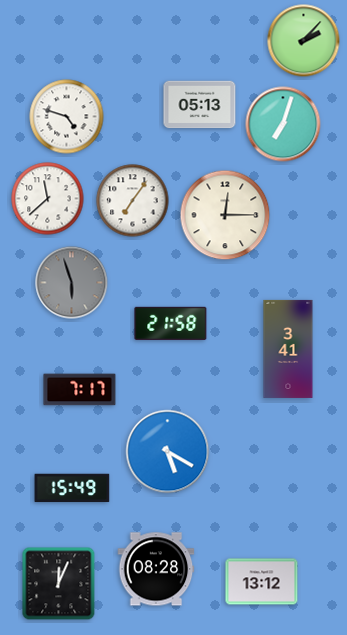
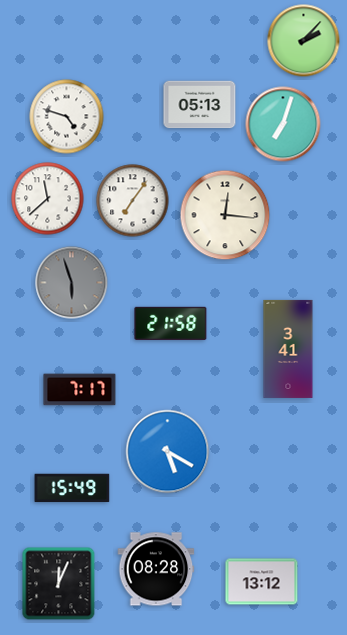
clock at (225, 215): 12:15 -> 12:16
